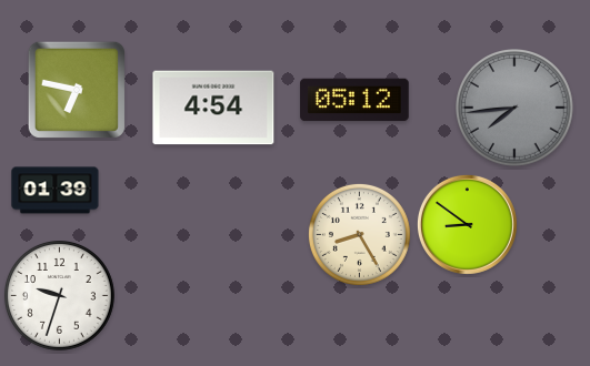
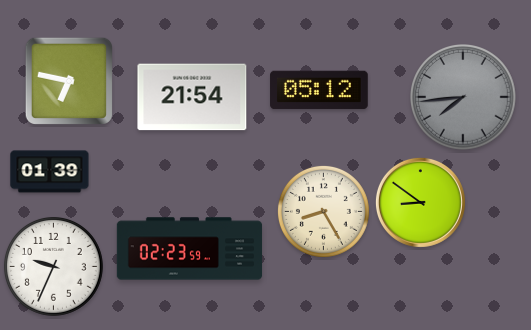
clock at (213, 108): 4:54 -> 21:54
clock at (190, 249): none -> 02:23
clock at (60, 296): 9:33 -> 9:34
